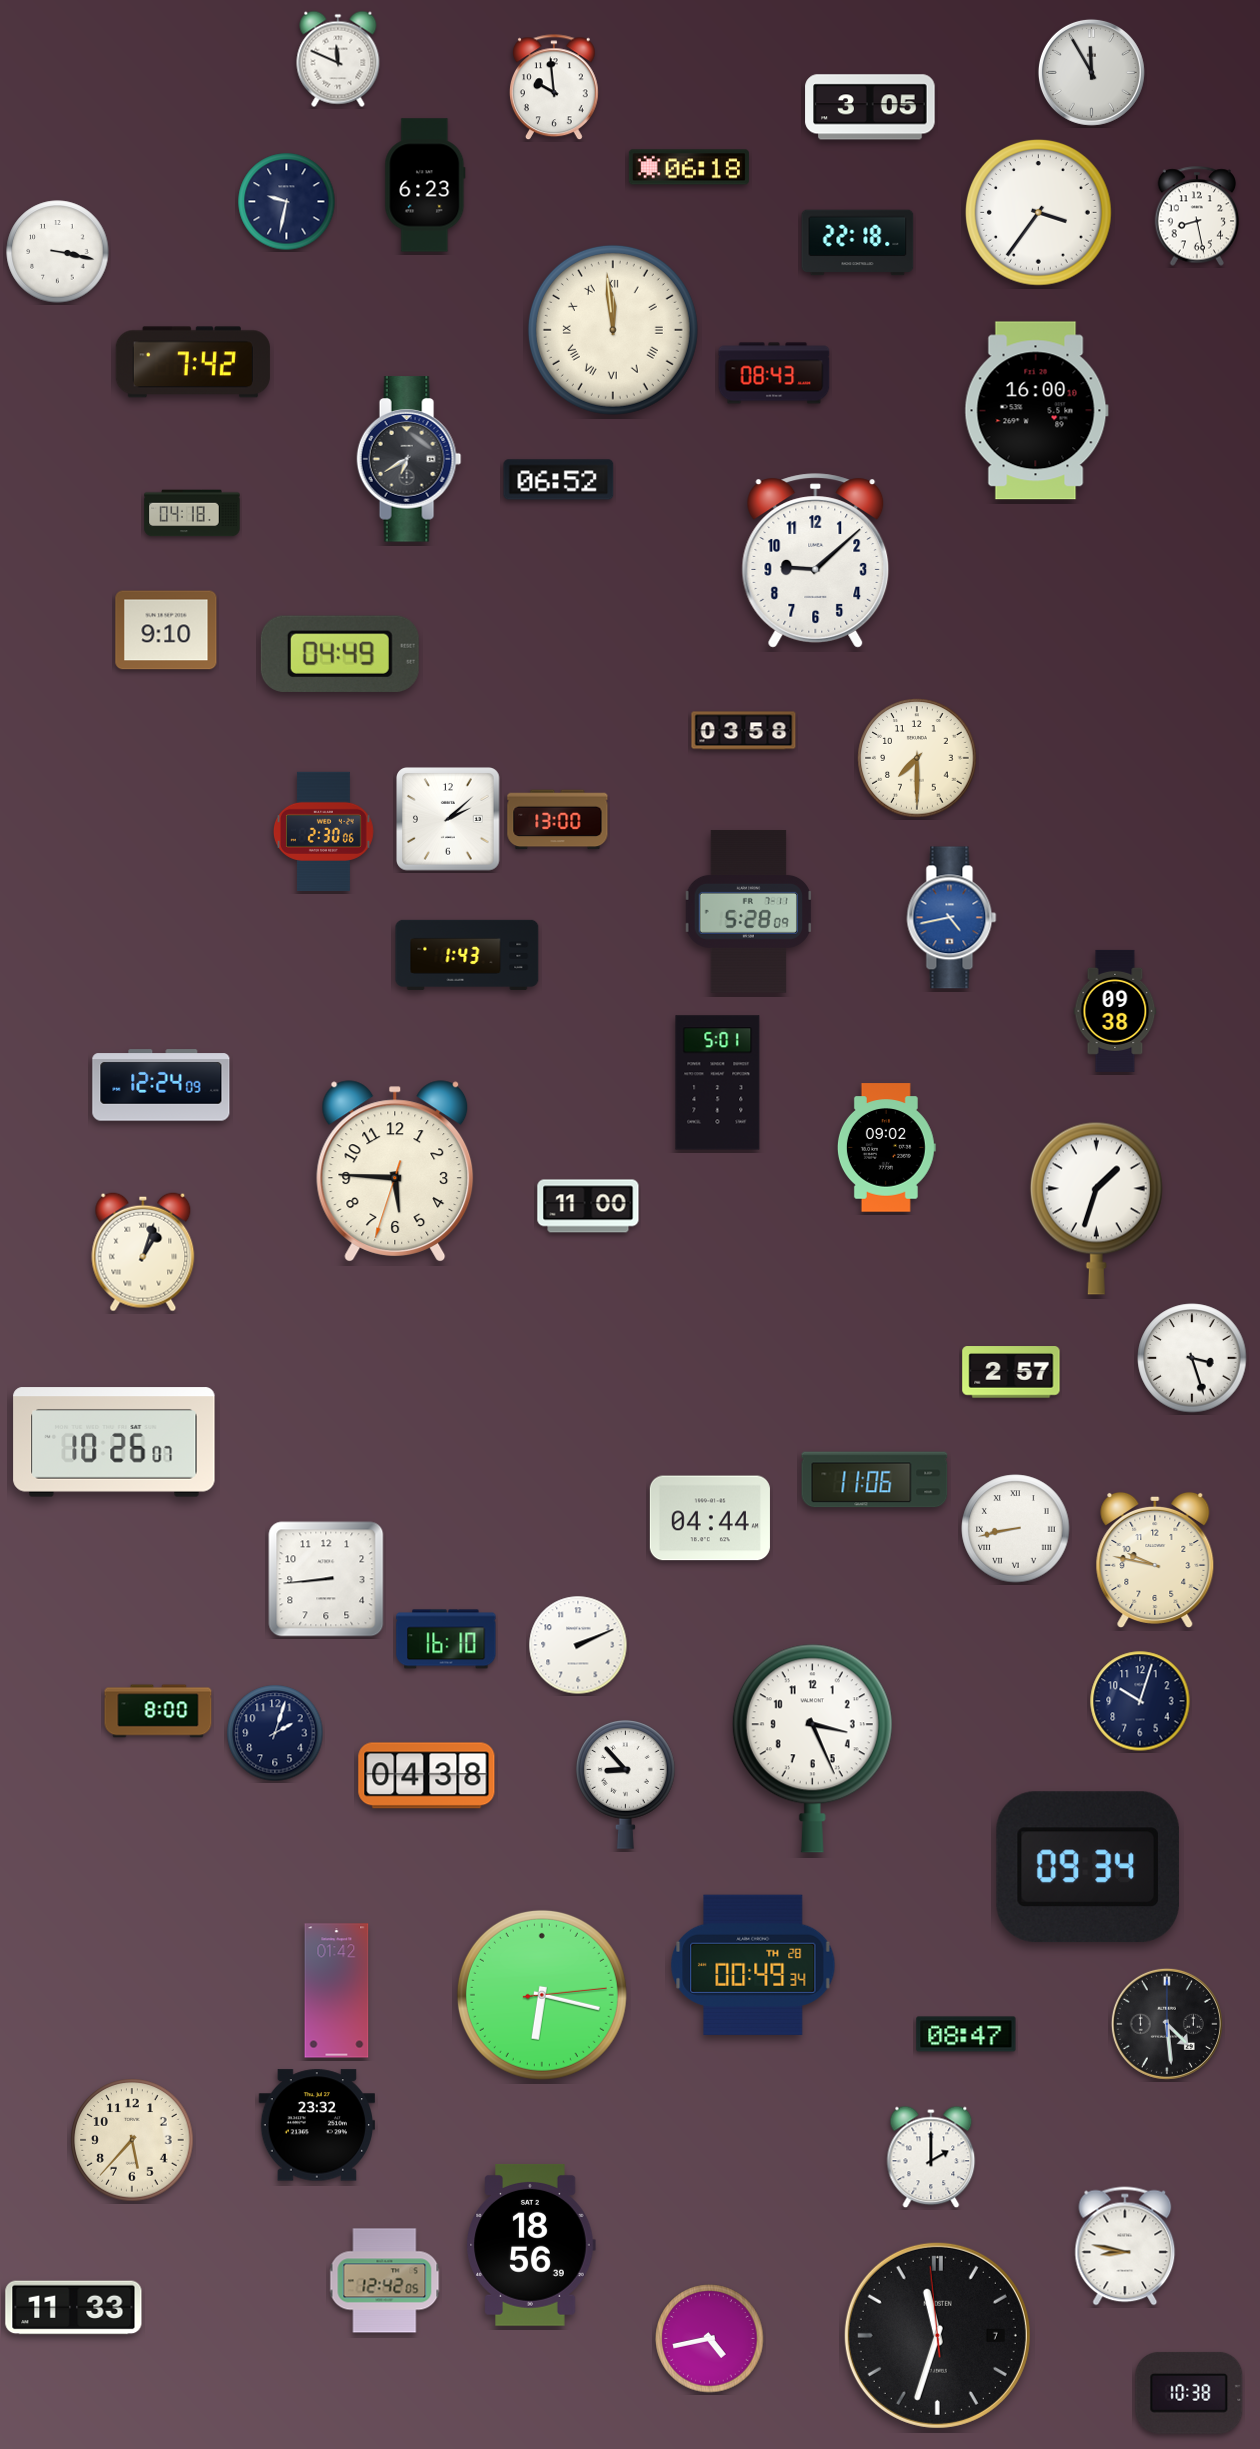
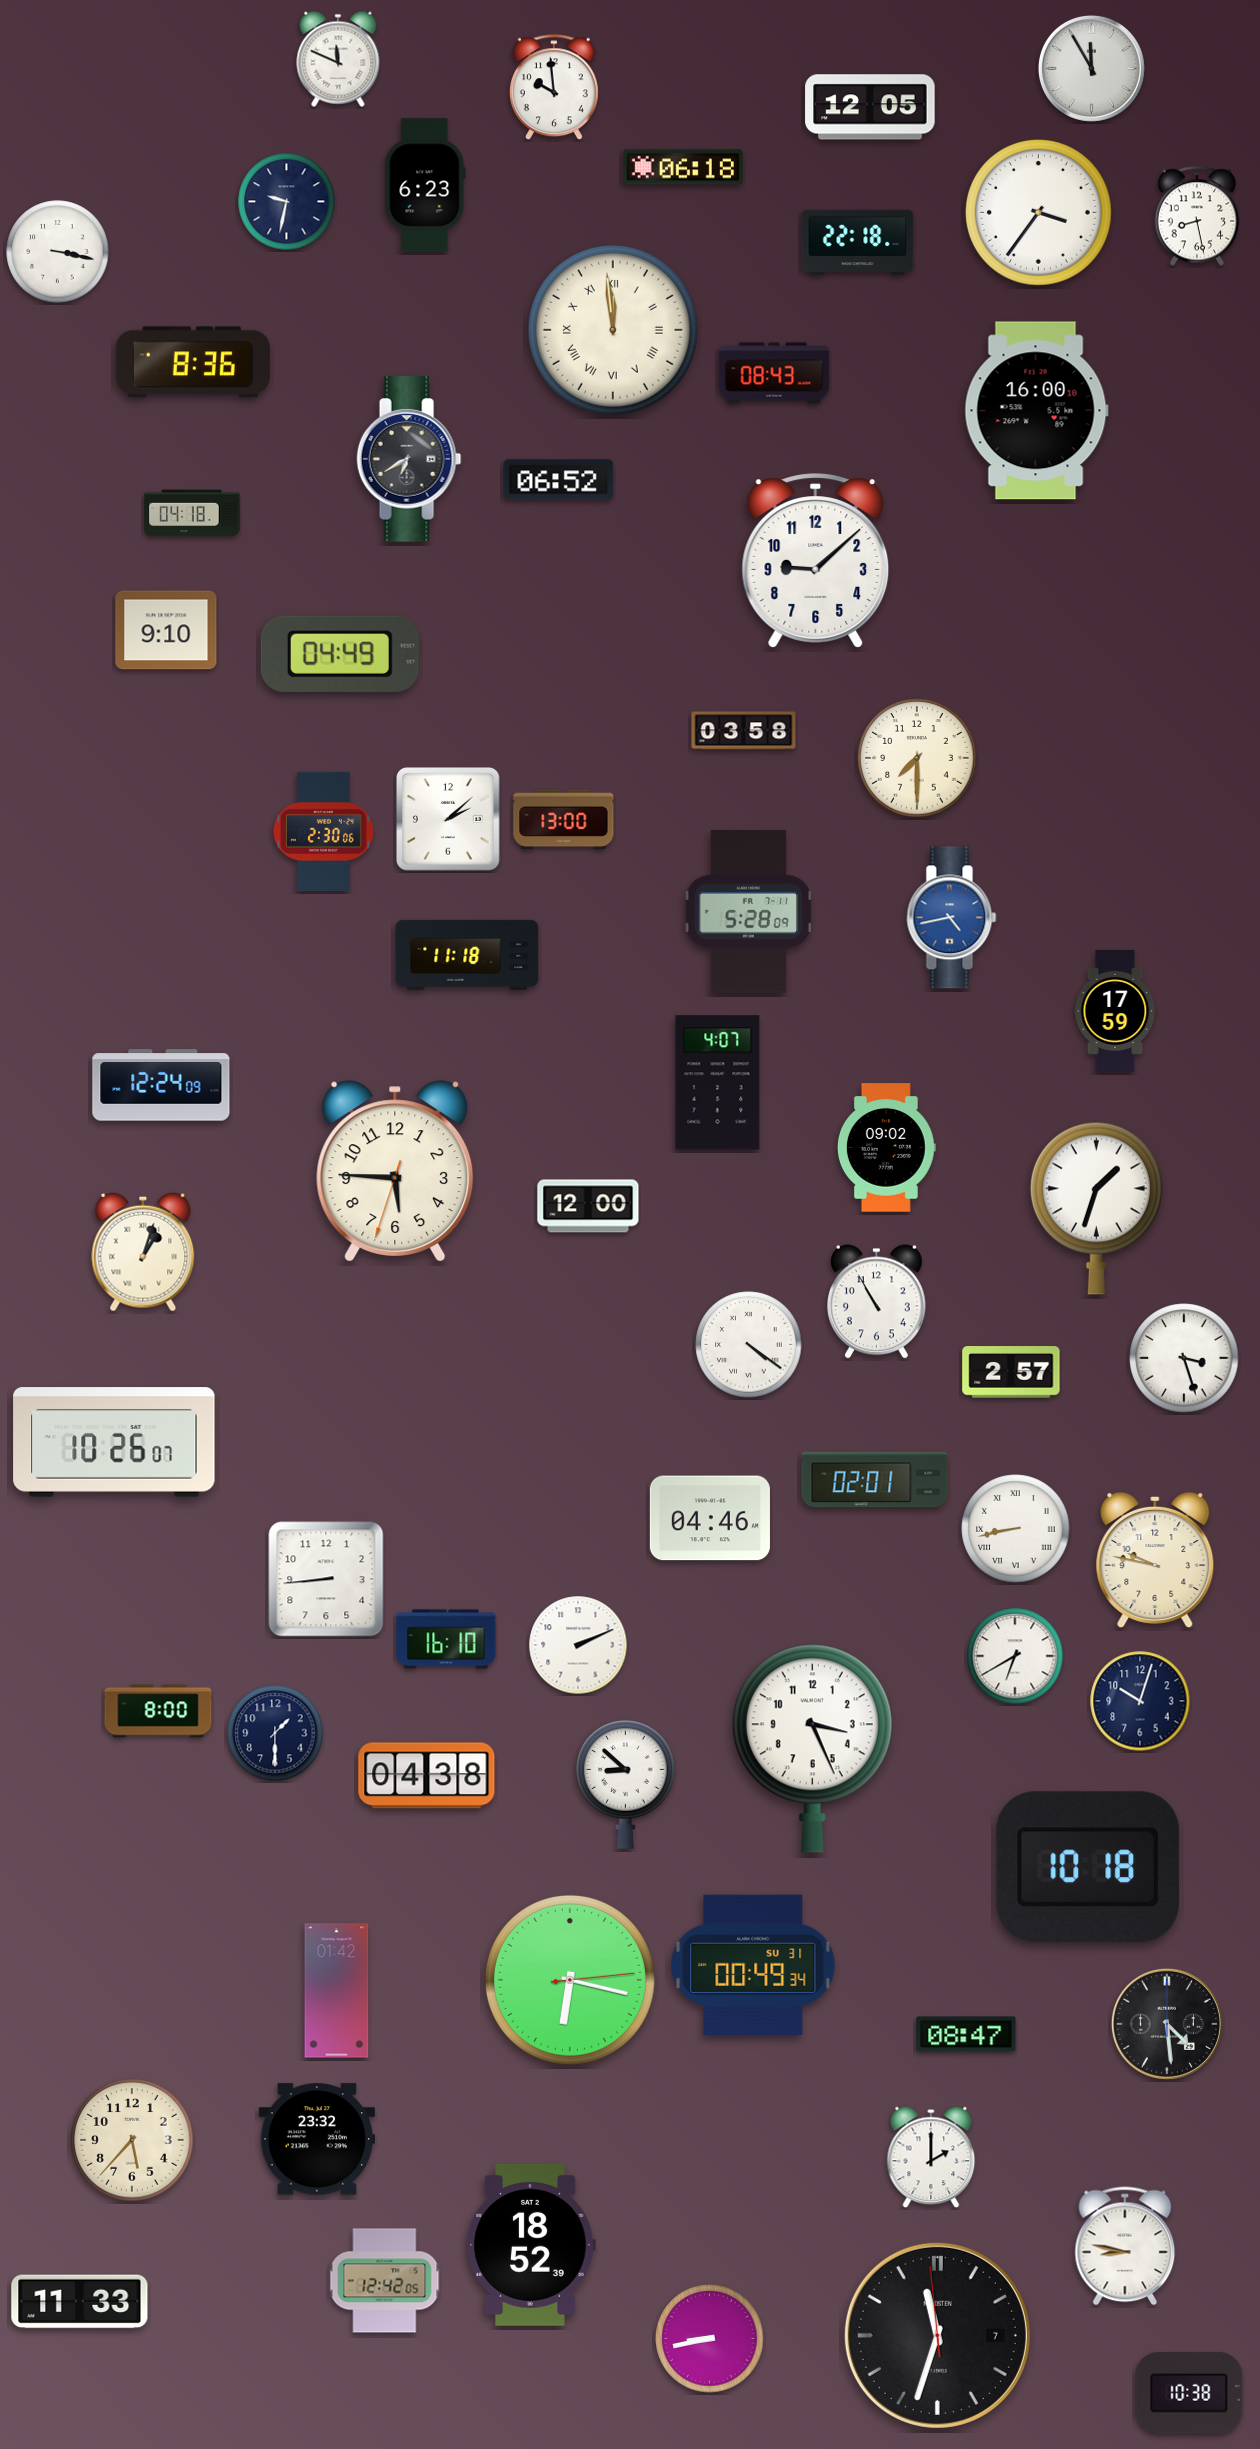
clock at (1091, 72) position: (1091, 72) -> (1091, 68)
clock at (870, 107): 3:05 -> 12:05
clock at (689, 167) position: (689, 167) -> (683, 167)
clock at (193, 362): 7:42 -> 8:36
clock at (558, 820) position: (558, 820) -> (564, 820)
clock at (467, 955): 1:43 -> 11:18
clock at (1115, 1011): 09:38 -> 17:59
clock at (718, 1083): 5:01 -> 4:07
clock at (588, 1206): 11:00 -> 12:00
clock at (877, 1302): none -> 10:55
clock at (749, 1345): none -> 4:21
clock at (1192, 1358) position: (1192, 1358) -> (1184, 1358)
clock at (875, 1480): 11:06 -> 02:01
clock at (710, 1518): 04:44 -> 04:46
clock at (1015, 1656): none -> 6:40
clock at (275, 1733): 2:03 -> 1:30
clock at (626, 1785): 8:53 -> 8:52
clock at (1088, 1867): 09:34 -> 10:18
clock at (753, 1965) date: TH 28 -> SU 31
clock at (542, 1995) position: (542, 1995) -> (570, 1980)
clock at (317, 2125) position: (317, 2125) -> (317, 2139)
clock at (531, 2245): 18:56 -> 18:52
clock at (74, 2308) position: (74, 2308) -> (80, 2302)
clock at (710, 2339): 4:43 -> 8:43
